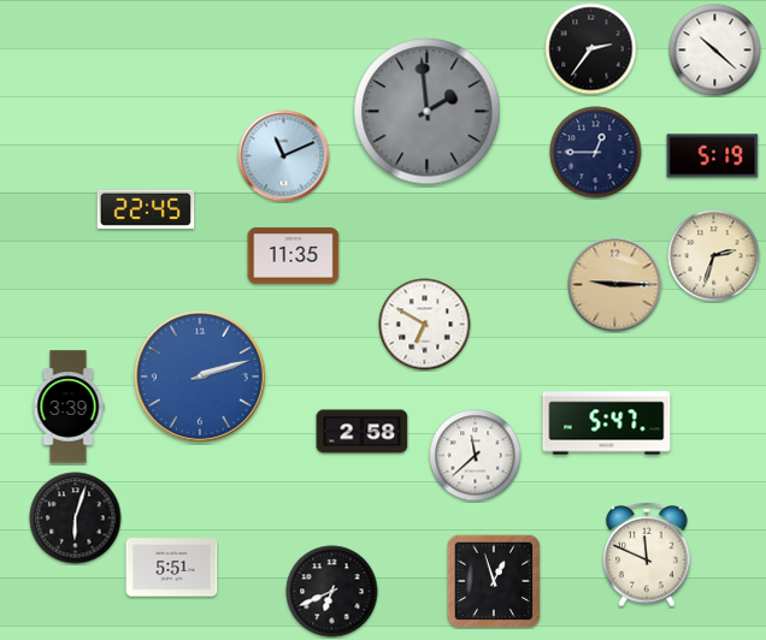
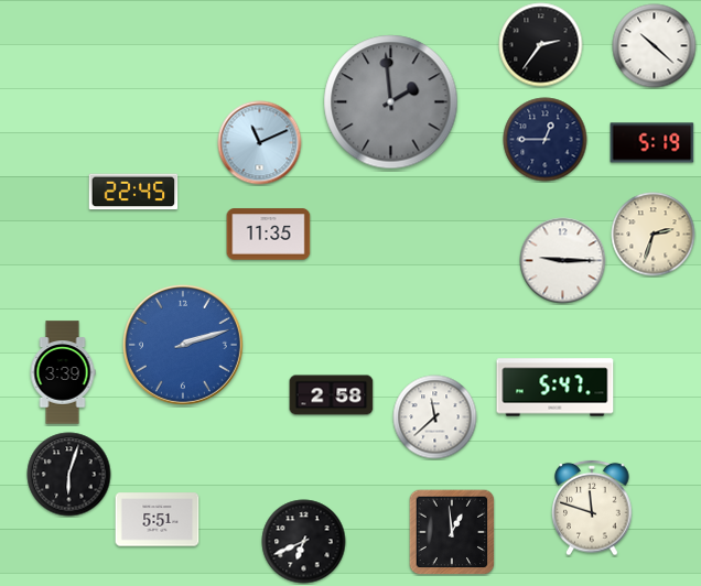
clock at (615, 285) dial: champagne -> white
clock at (425, 325): 6:50 -> none
clock at (647, 555): 11:49 -> 11:48
clock at (494, 581): 12:57 -> 12:59
